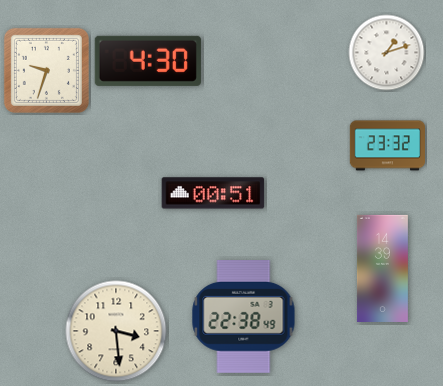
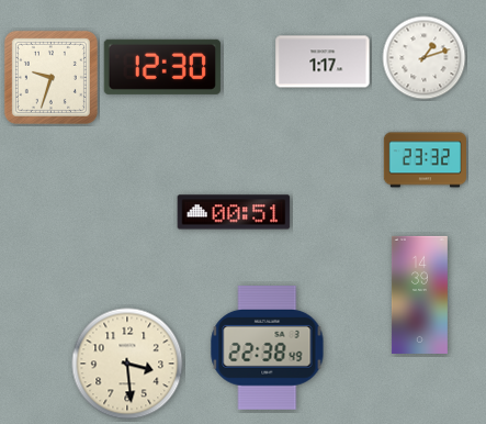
clock at (323, 62): none -> 1:17
clock at (148, 61): 4:30 -> 12:30
